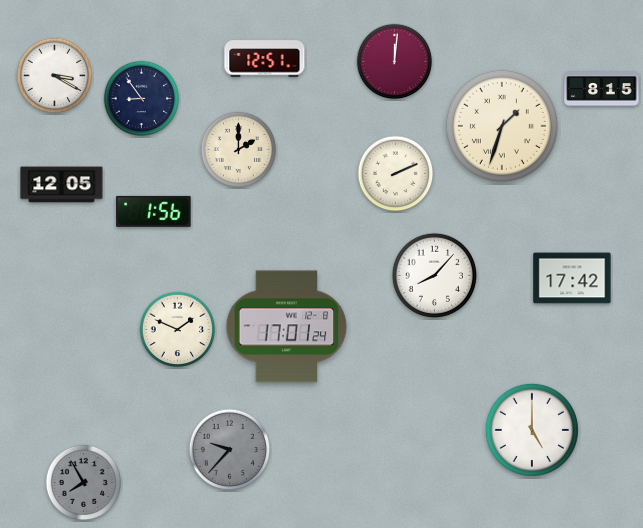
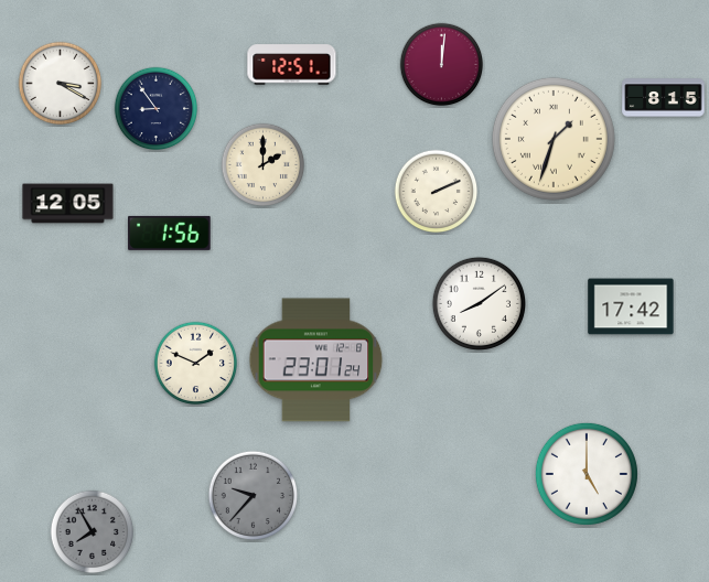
clock at (395, 62) position: (395, 62) -> (442, 65)
clock at (434, 275): 8:07 -> 8:09
clock at (287, 327): 17:01 -> 23:01
